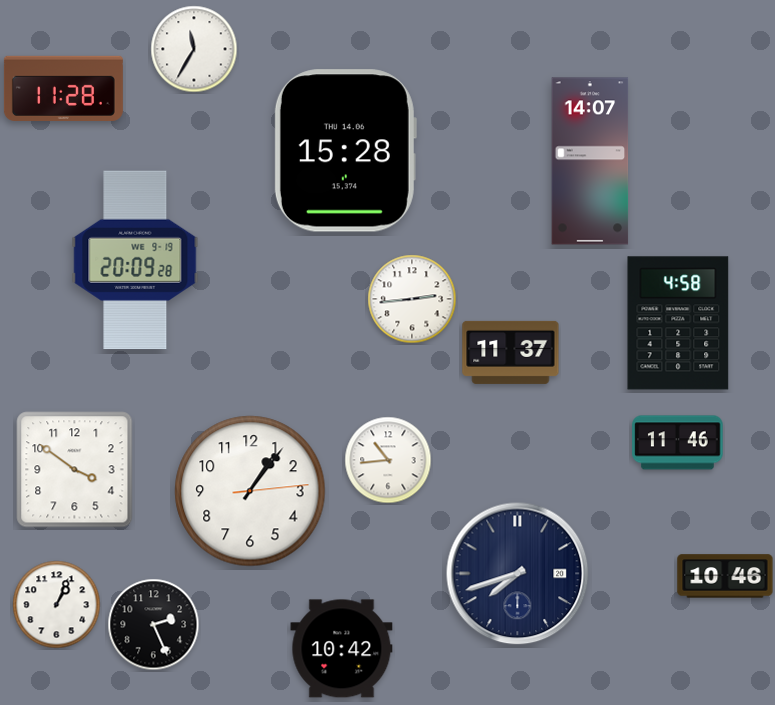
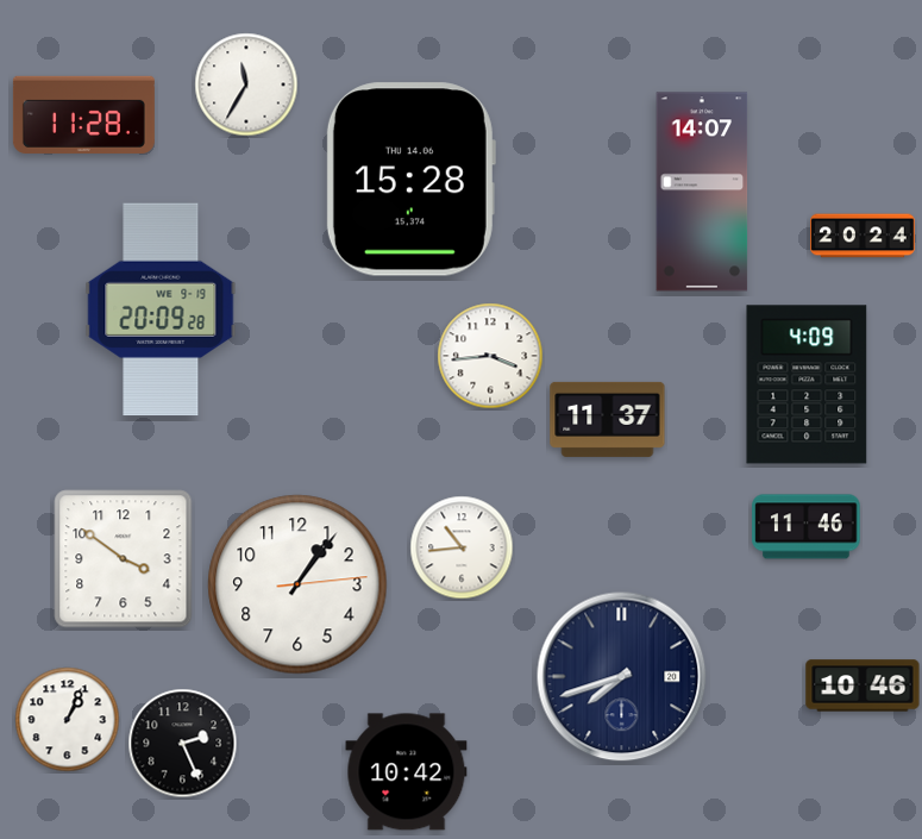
clock at (194, 49) position: (194, 49) -> (246, 84)
clock at (63, 88) position: (63, 88) -> (83, 114)
clock at (863, 236): none -> 20:24
clock at (412, 299): 2:44 -> 3:44
clock at (678, 323): 4:58 -> 4:09
clock at (75, 470) position: (75, 470) -> (124, 559)
clock at (518, 574) position: (518, 574) -> (622, 677)
